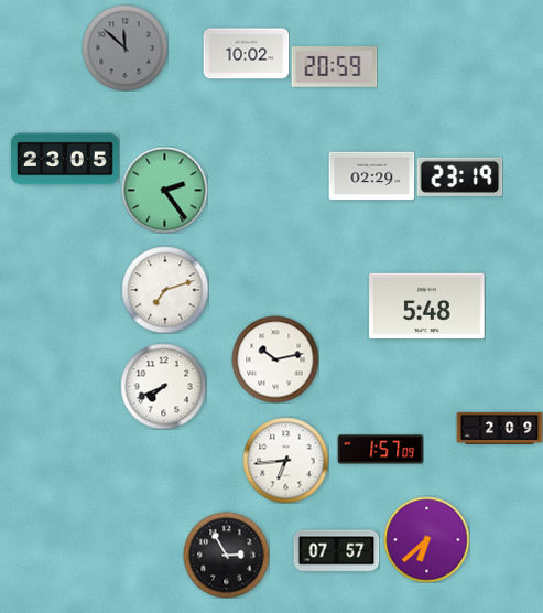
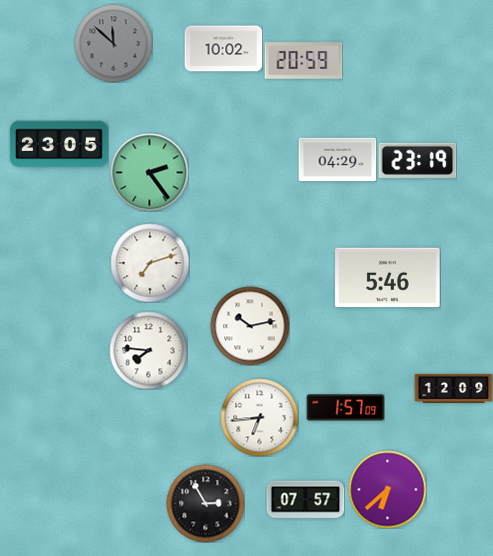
clock at (371, 176): 02:29 -> 04:29
clock at (427, 305): 5:48 -> 5:46
clock at (163, 386): 7:41 -> 7:46
clock at (499, 428): 2:09 -> 12:09
